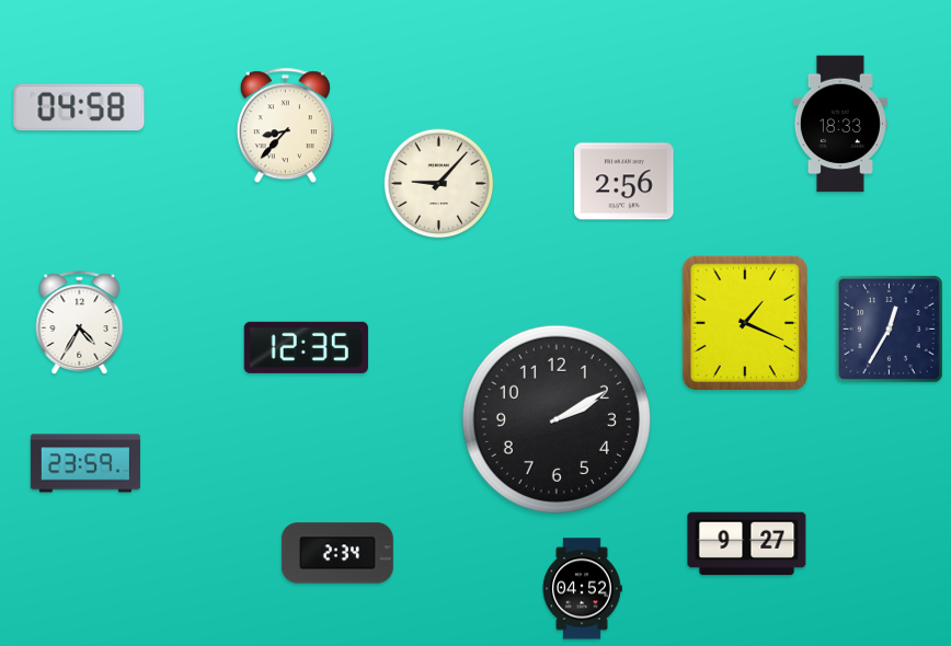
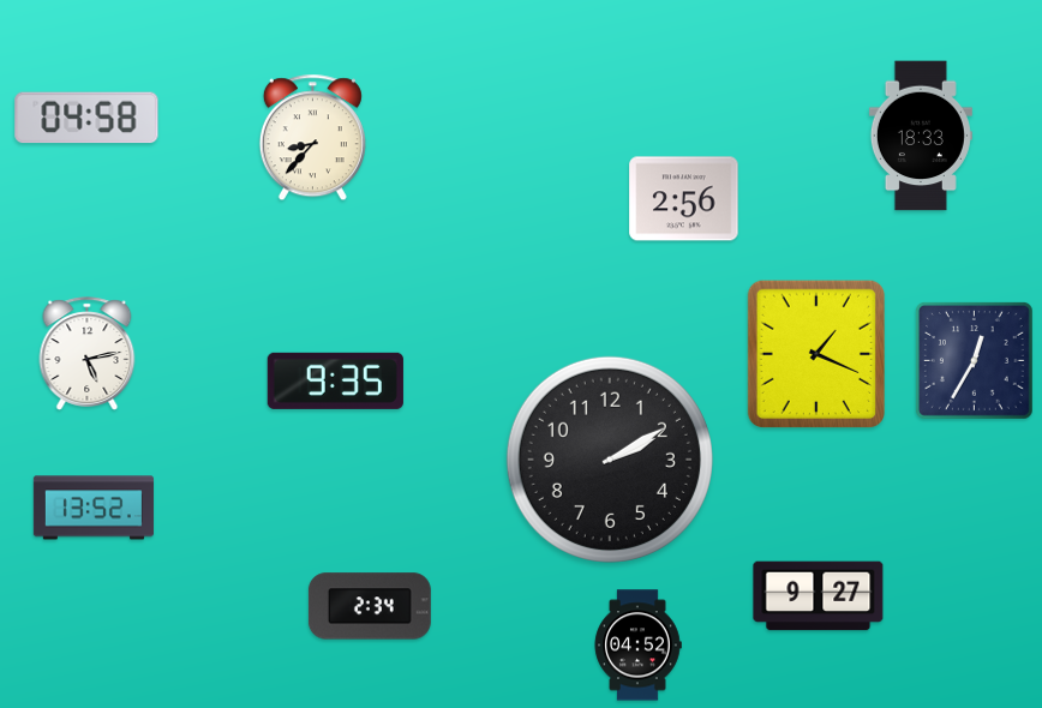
clock at (439, 184): 9:07 -> none
clock at (80, 323): 4:35 -> 5:13
clock at (306, 347): 12:35 -> 9:35
clock at (85, 463): 23:59 -> 13:52
